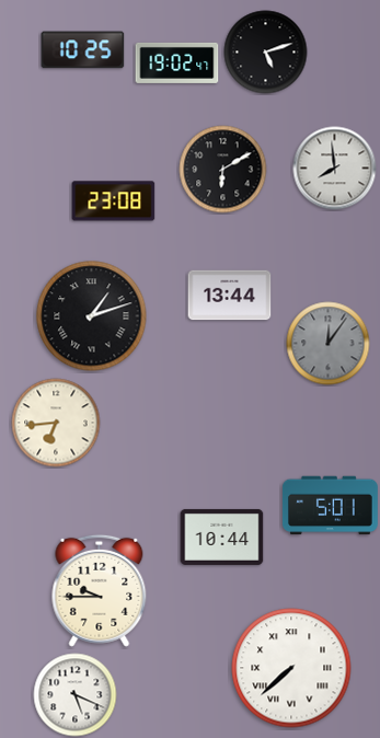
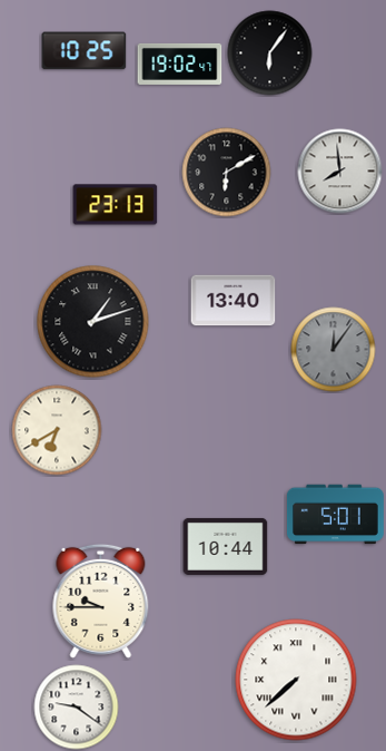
clock at (266, 53): 5:12 -> 6:06
clock at (114, 201): 23:08 -> 23:13
clock at (230, 296): 13:44 -> 13:40
clock at (56, 423): 6:44 -> 6:40
clock at (76, 695): 5:19 -> 9:21
